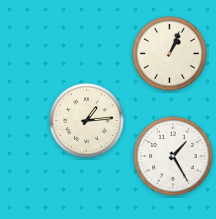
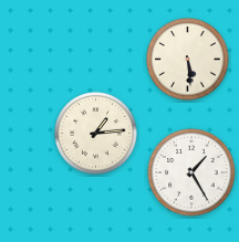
clock at (170, 54): 1:04 -> 5:29
